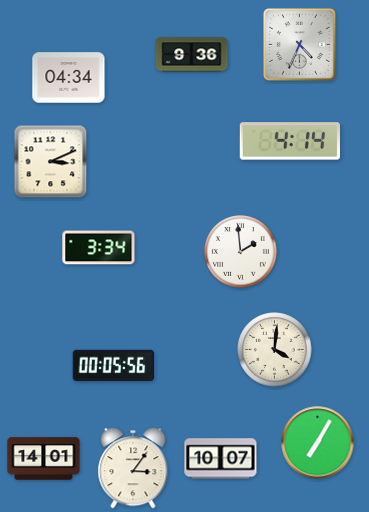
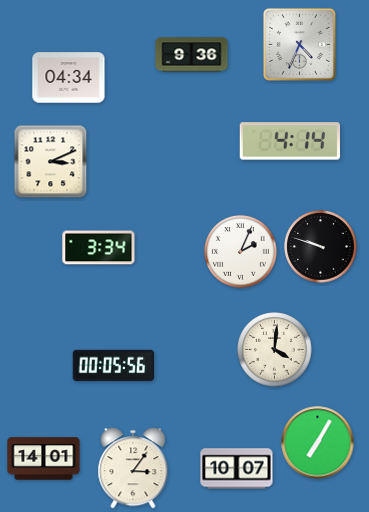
clock at (321, 247): none -> 9:48
clock at (241, 252): 1:59 -> 2:04
clock at (221, 459) position: (221, 459) -> (237, 469)
